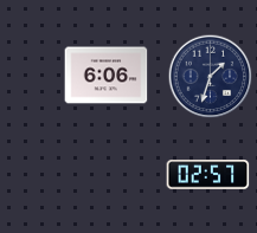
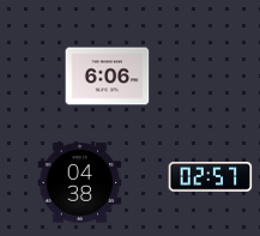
clock at (211, 77): 1:33 -> none
clock at (80, 183): none -> 04:38
